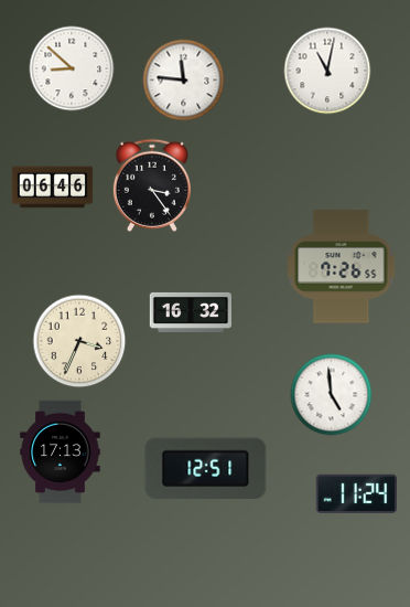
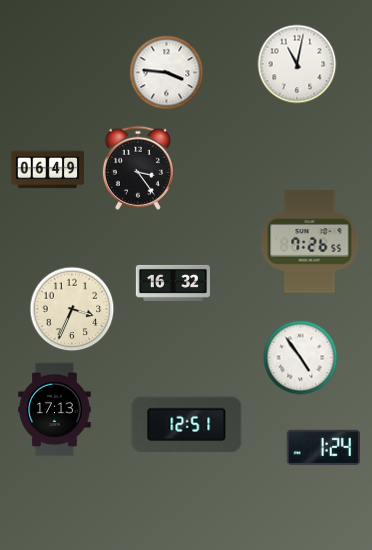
clock at (72, 68): 8:52 -> none
clock at (184, 81): 11:46 -> 3:46
clock at (53, 188): 06:46 -> 06:49
clock at (332, 395): 4:59 -> 4:54
clock at (356, 493): 11:24 -> 1:24
